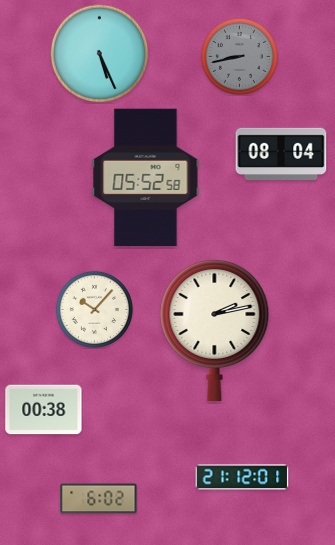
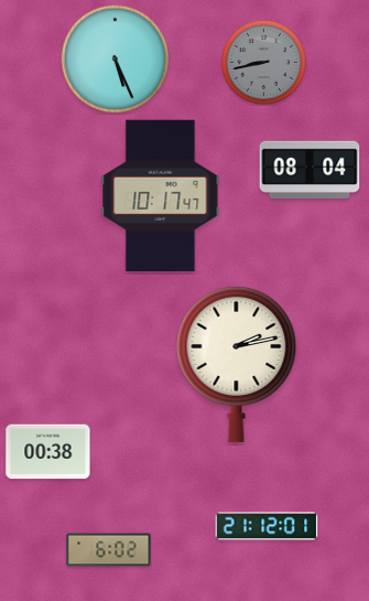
clock at (100, 54) position: (100, 54) -> (116, 60)
clock at (146, 178): 05:52 -> 10:17
clock at (94, 309): 10:07 -> none
